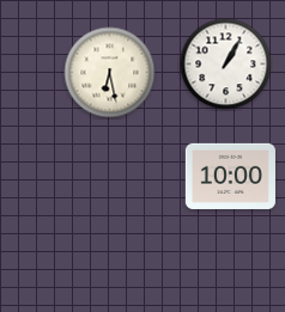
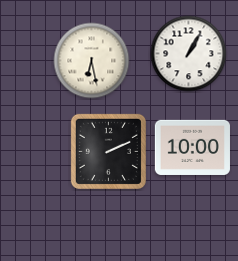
clock at (108, 151): none -> 2:11
